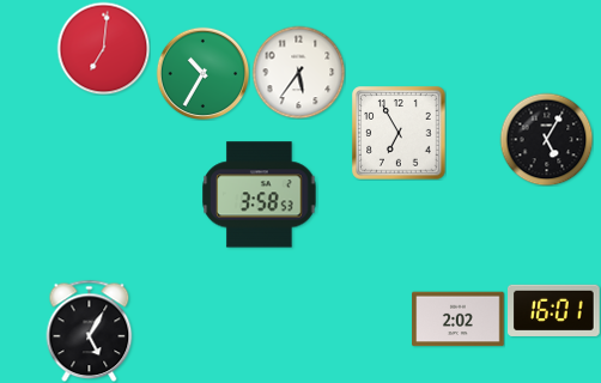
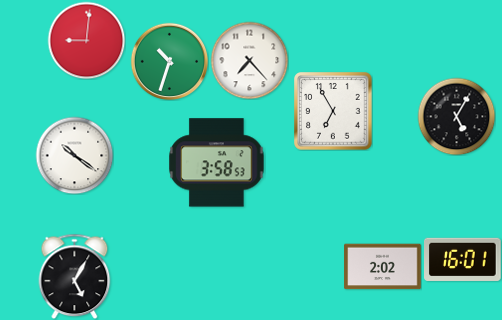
clock at (103, 48): 7:01 -> 9:01
clock at (298, 72): 5:36 -> 7:23
clock at (202, 73): 10:35 -> 10:33
clock at (74, 155): none -> 10:21
